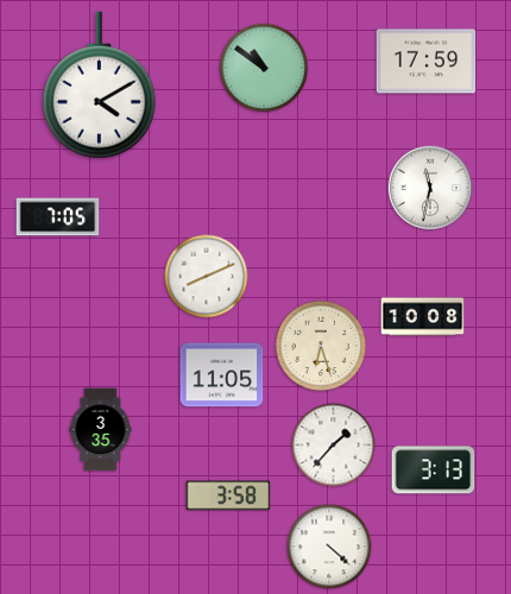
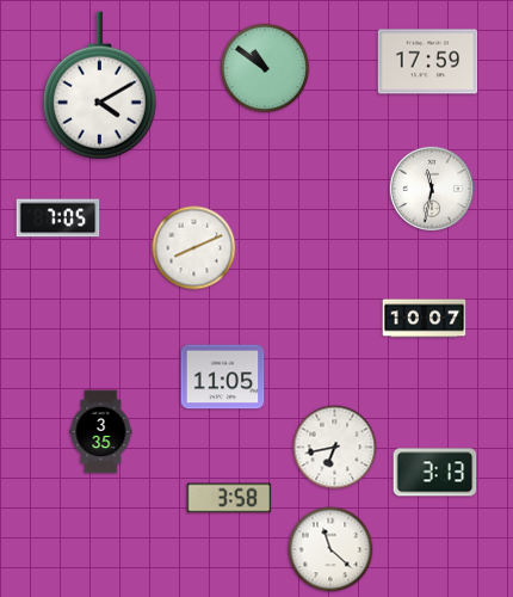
clock at (207, 277) position: (207, 277) -> (194, 248)
clock at (423, 317): 10:08 -> 10:07
clock at (321, 346): 6:27 -> none
clock at (334, 445): 1:37 -> 6:43
clock at (329, 546): 4:22 -> 11:22
